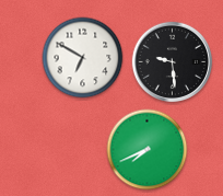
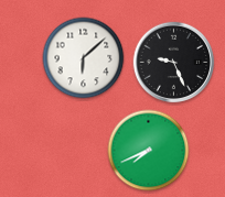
clock at (83, 58): 6:50 -> 6:08
clock at (173, 62): 9:29 -> 9:26
